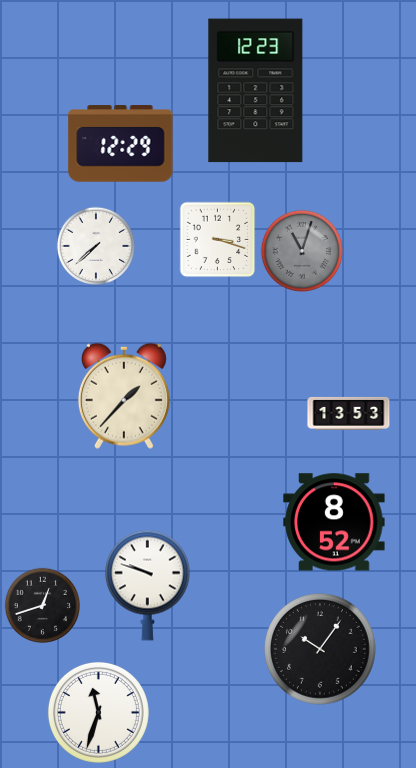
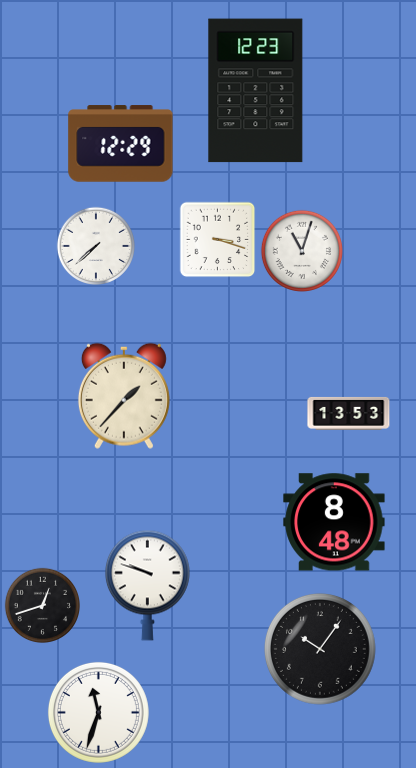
clock at (302, 251) dial: grey -> white
clock at (334, 522): 8:52 -> 8:48
